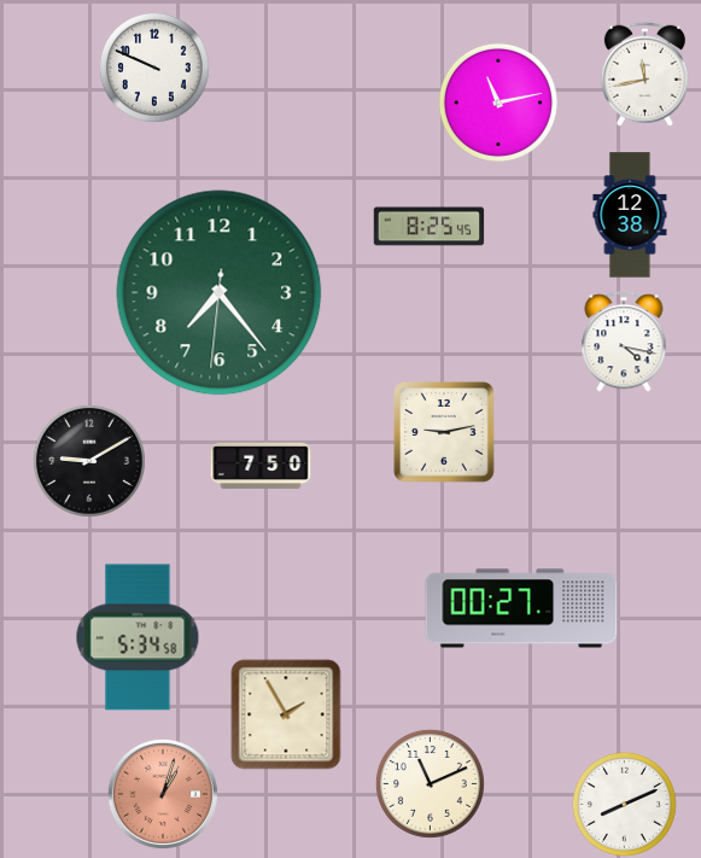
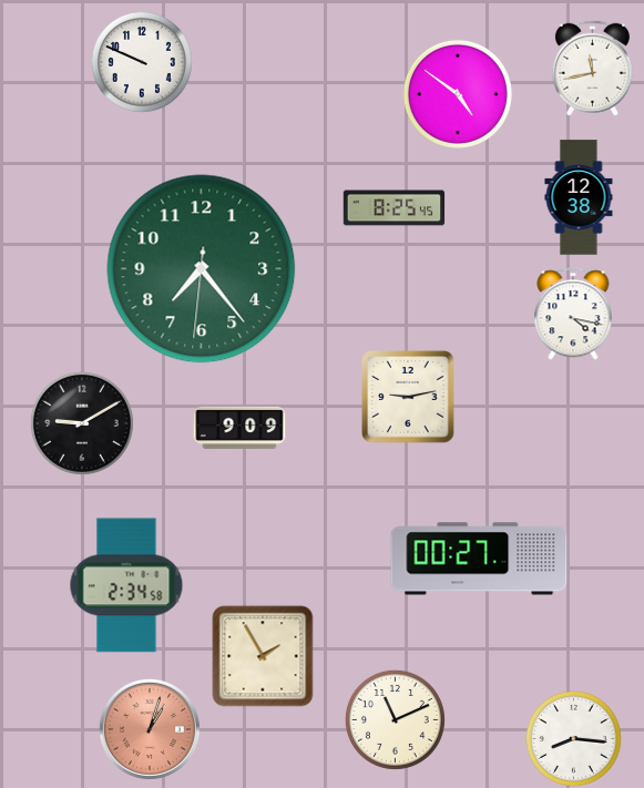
clock at (498, 103): 11:13 -> 4:51
clock at (261, 466): 7:50 -> 9:09
clock at (138, 637): 5:34 -> 2:34
clock at (624, 804): 8:11 -> 8:16
